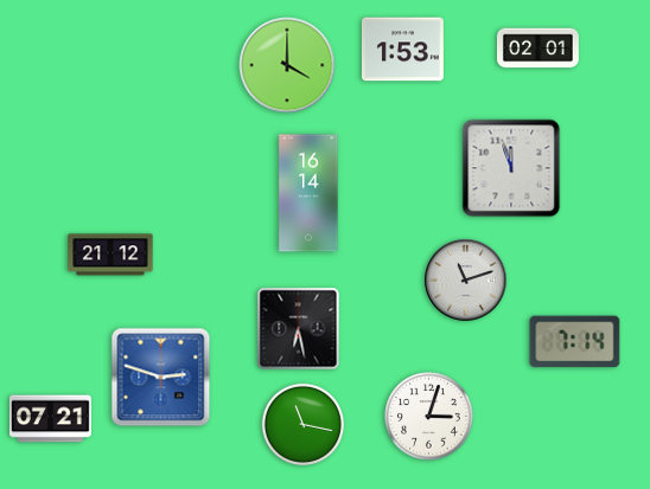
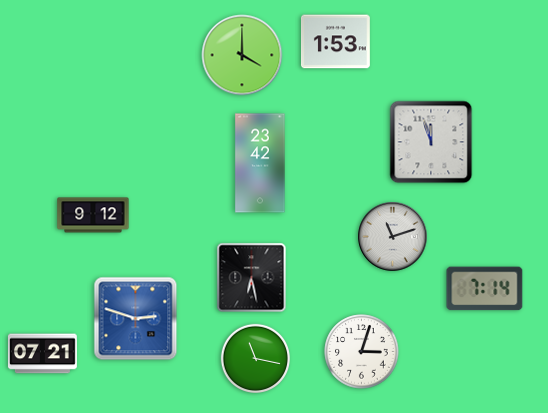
clock at (539, 49): 02:01 -> none
clock at (402, 50) position: (402, 50) -> (335, 42)
clock at (308, 193): 16:14 -> 23:42
clock at (110, 255): 21:12 -> 9:12
